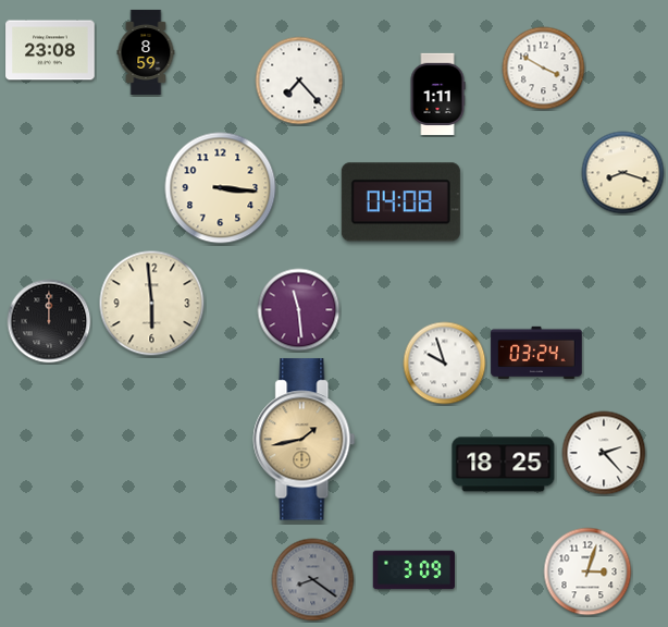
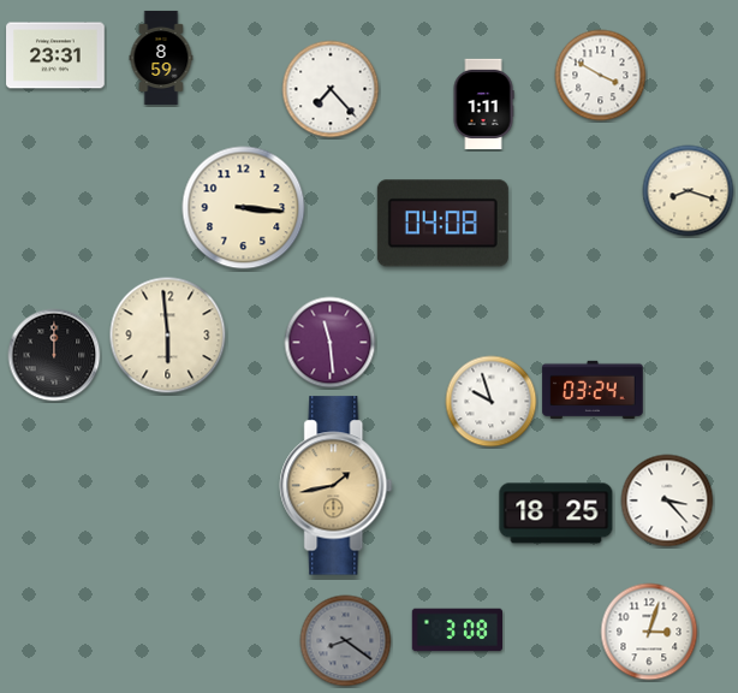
clock at (50, 50): 23:08 -> 23:31
clock at (604, 453): 2:23 -> 3:23
clock at (413, 570): 3:09 -> 3:08
